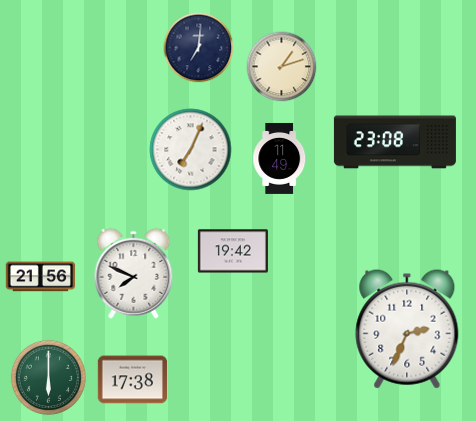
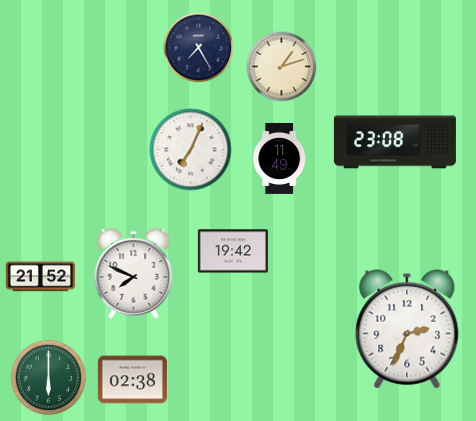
clock at (199, 48): 7:01 -> 7:25
clock at (41, 277): 21:56 -> 21:52
clock at (133, 380): 17:38 -> 02:38
